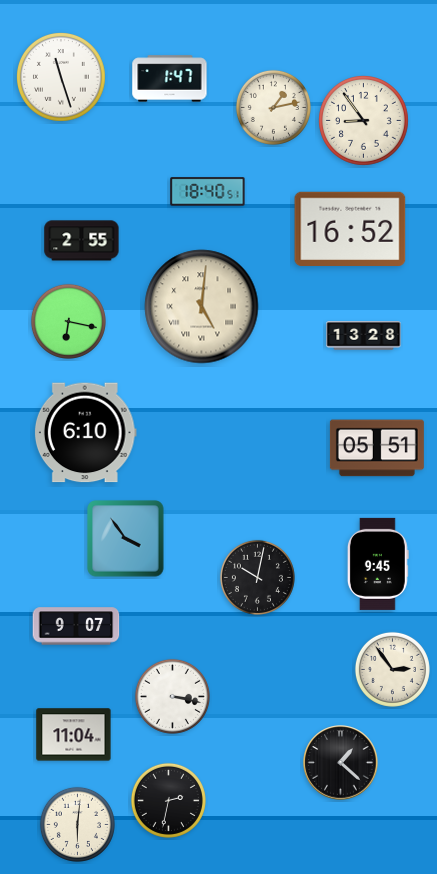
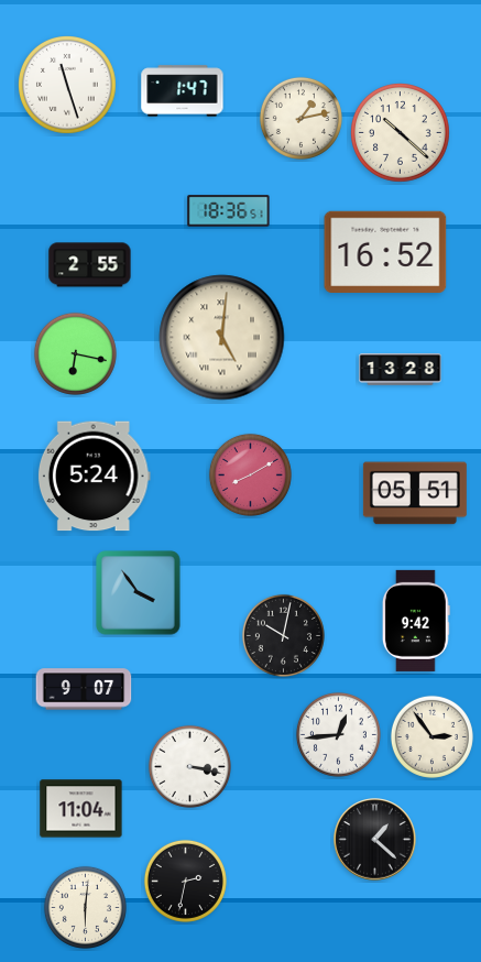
clock at (170, 79) position: (170, 79) -> (183, 91)
clock at (364, 121): 8:54 -> 10:22
clock at (208, 192): 18:40 -> 18:36
clock at (250, 474): none -> 8:10
clock at (85, 433): 6:10 -> 5:24
clock at (378, 564): 9:45 -> 9:42
clock at (338, 734): none -> 12:44
